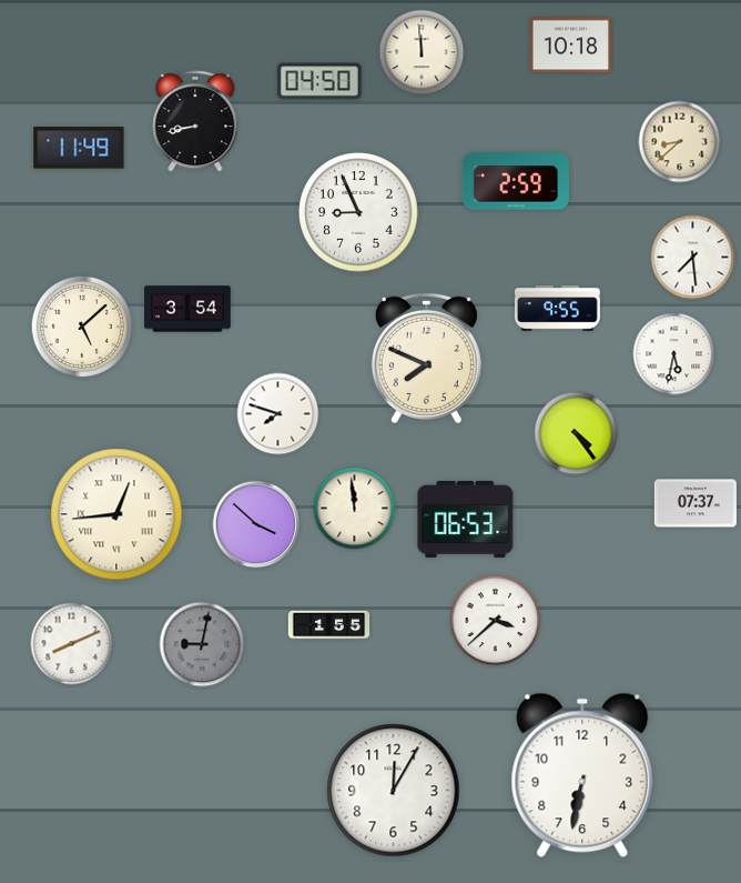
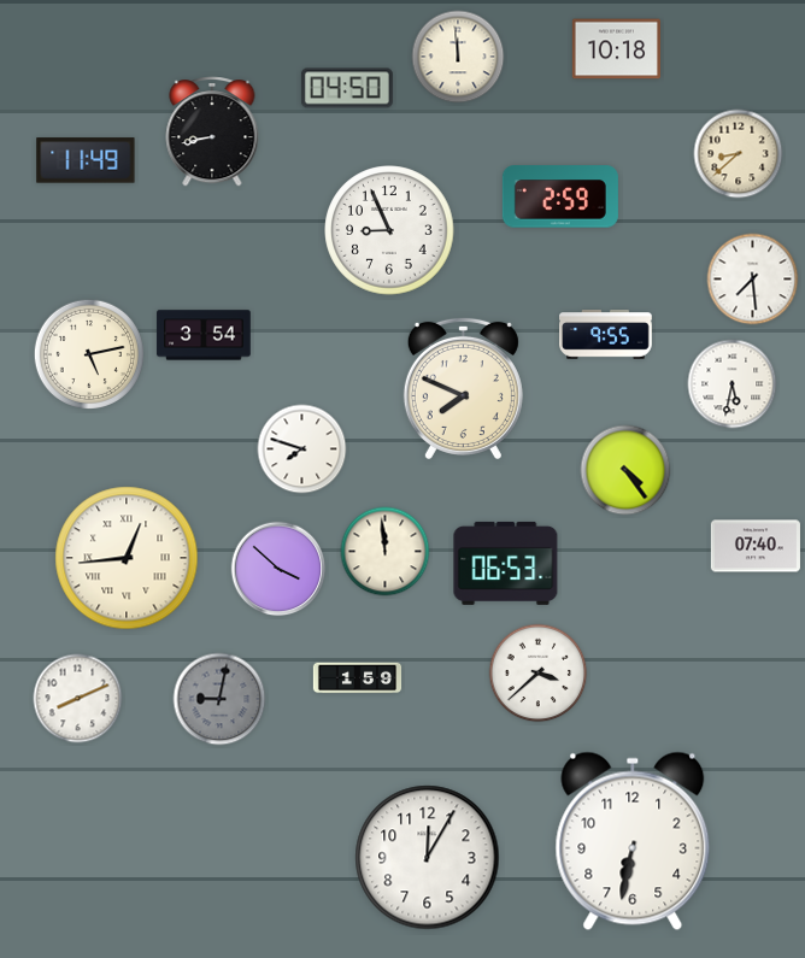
clock at (570, 46) position: (570, 46) -> (616, 49)
clock at (81, 325): 5:08 -> 5:13
clock at (696, 503): 07:37 -> 07:40
clock at (329, 625): 1:55 -> 1:59
